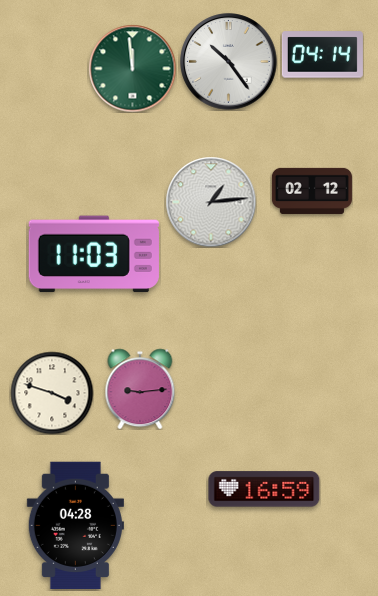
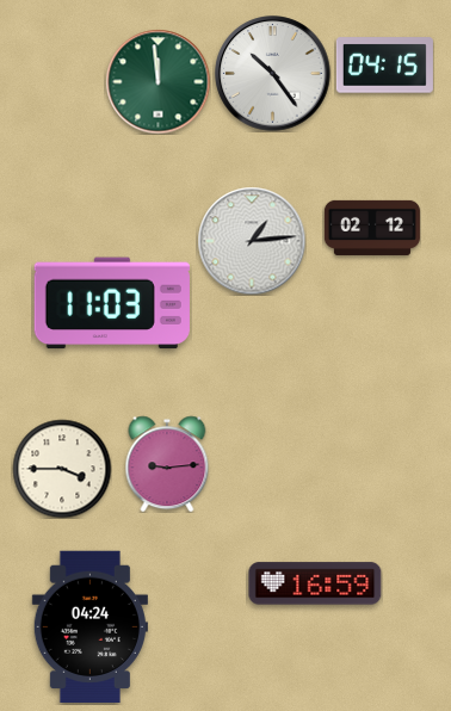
clock at (322, 55): 04:14 -> 04:15
clock at (52, 393): 3:48 -> 3:45
clock at (75, 526): 04:28 -> 04:24
